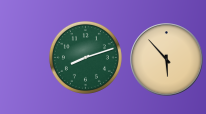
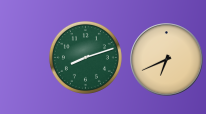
clock at (167, 60): 5:53 -> 6:41
